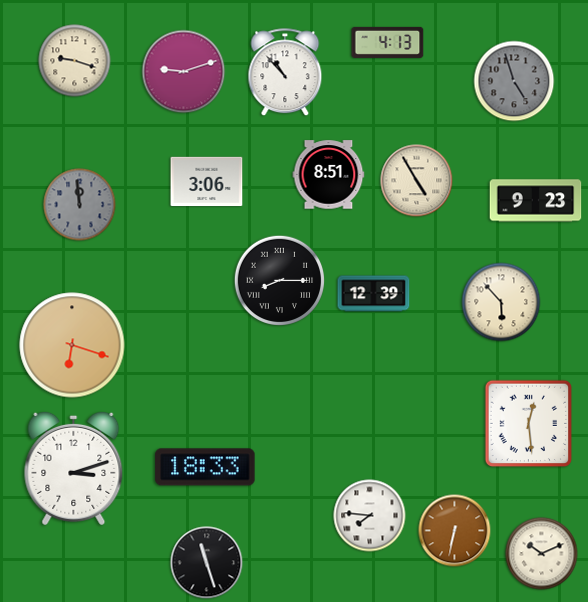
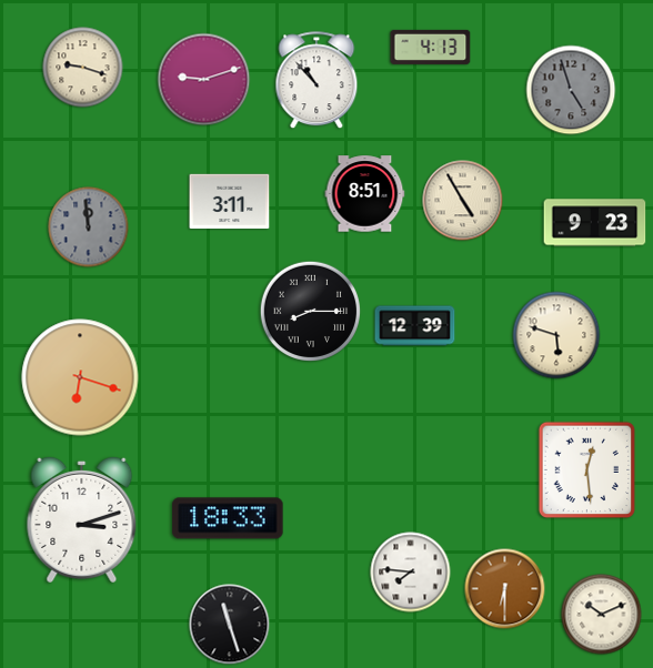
clock at (207, 182): 3:06 -> 3:11
clock at (501, 302): 5:53 -> 5:48
clock at (72, 345) position: (72, 345) -> (80, 377)
clock at (455, 531): 6:32 -> 6:30
